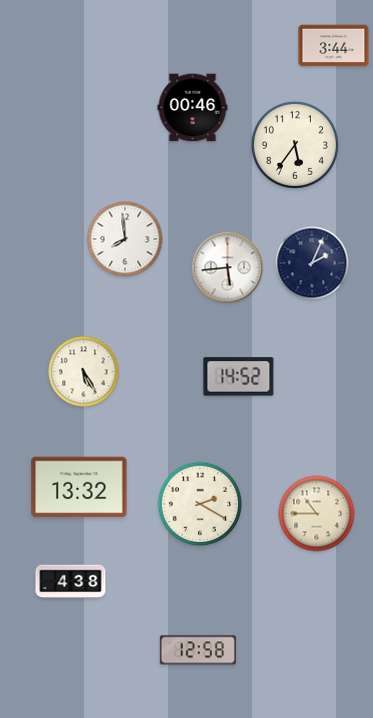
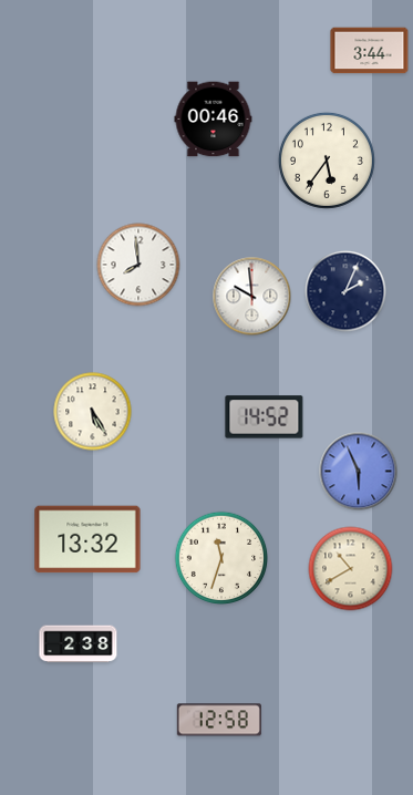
clock at (228, 268): 5:44 -> 9:59
clock at (359, 472): none -> 5:56
clock at (200, 504): 2:20 -> 11:33
clock at (317, 514): 10:45 -> 10:40
clock at (71, 582): 4:38 -> 2:38
